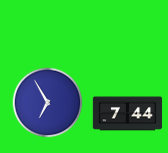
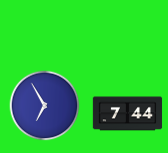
clock at (48, 103) position: (48, 103) -> (45, 106)
